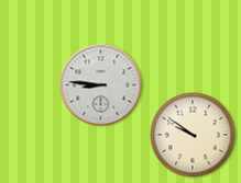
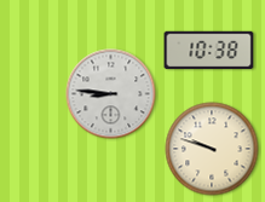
clock at (209, 51): none -> 10:38
clock at (193, 135): 9:51 -> 9:48
